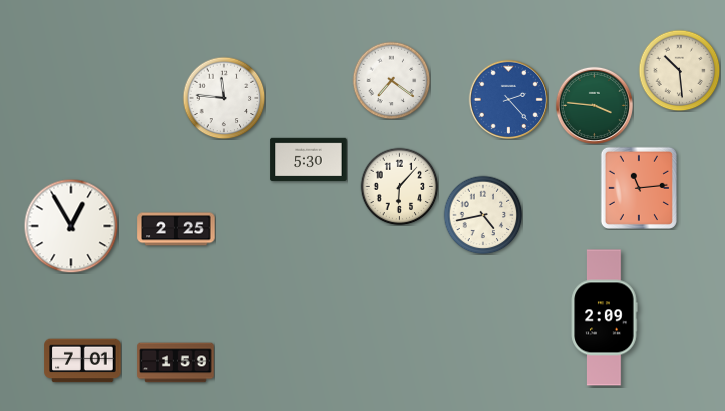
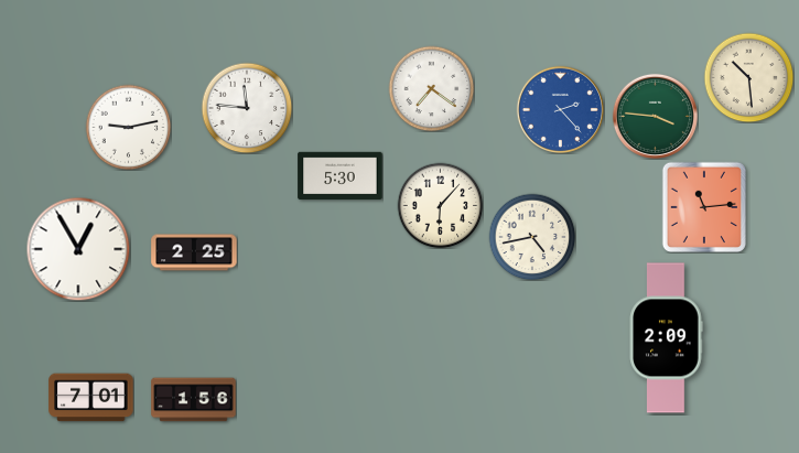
clock at (128, 127): none -> 9:13
clock at (604, 318) position: (604, 318) -> (666, 338)
clock at (176, 363): 1:59 -> 1:56
